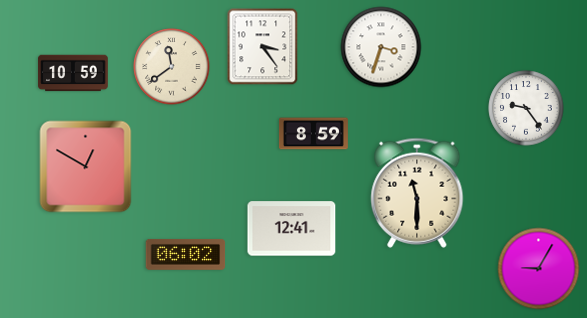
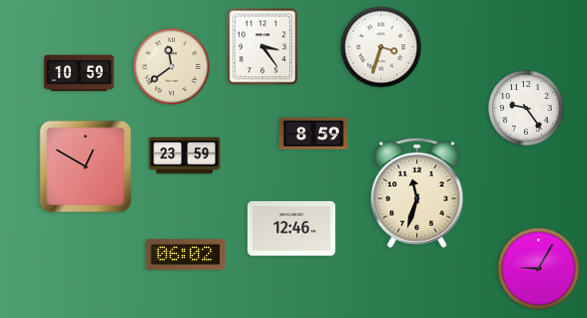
clock at (73, 73) position: (73, 73) -> (79, 73)
clock at (185, 156): none -> 23:59
clock at (417, 193): 11:30 -> 11:33
clock at (292, 229): 12:41 -> 12:46
